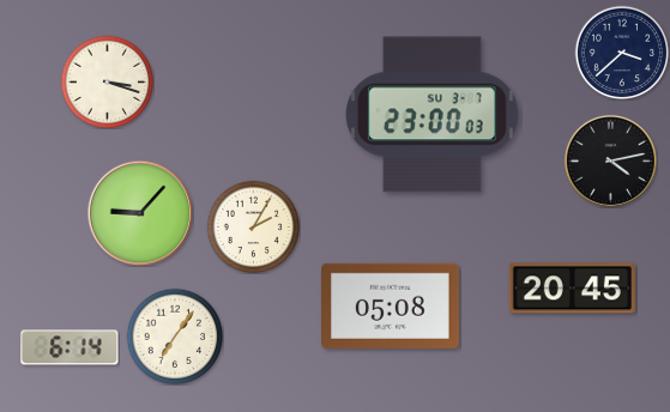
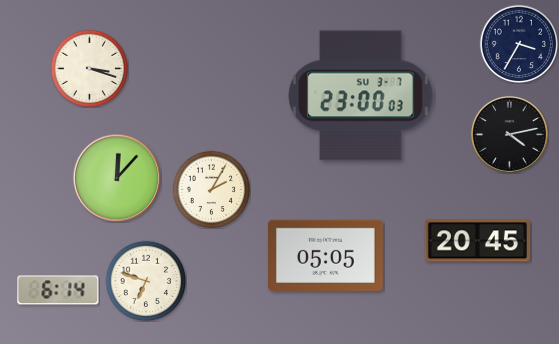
clock at (622, 53): 3:38 -> 3:35
clock at (140, 213): 9:07 -> 12:07
clock at (391, 305): 05:08 -> 05:05
clock at (175, 337): 7:06 -> 6:48
